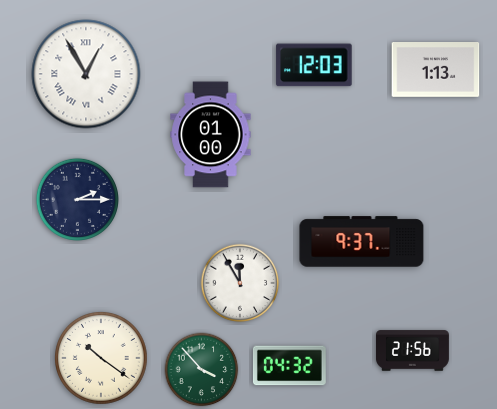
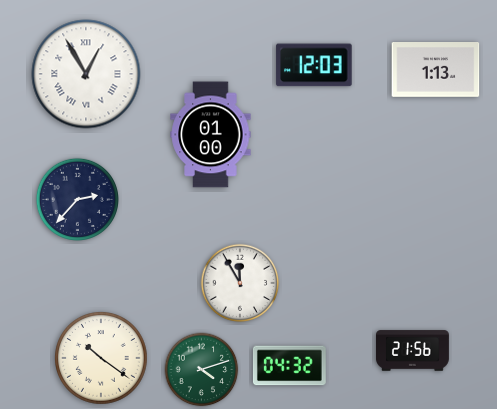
clock at (77, 199): 2:15 -> 2:37
clock at (362, 242): 9:37 -> none
clock at (202, 370): 3:53 -> 4:12
